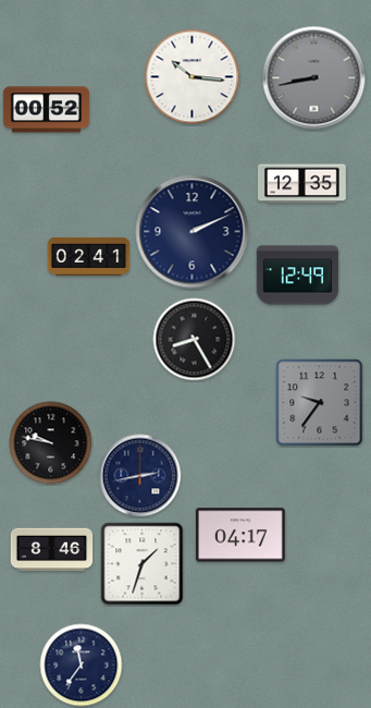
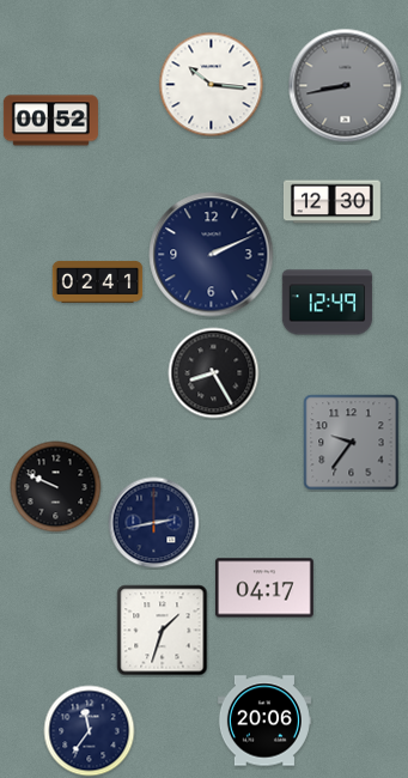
clock at (301, 184): 12:35 -> 12:30
clock at (51, 443): 9:47 -> 9:49
clock at (52, 550): 8:46 -> none
clock at (143, 564) position: (143, 564) -> (163, 631)
clock at (264, 721): none -> 20:06
